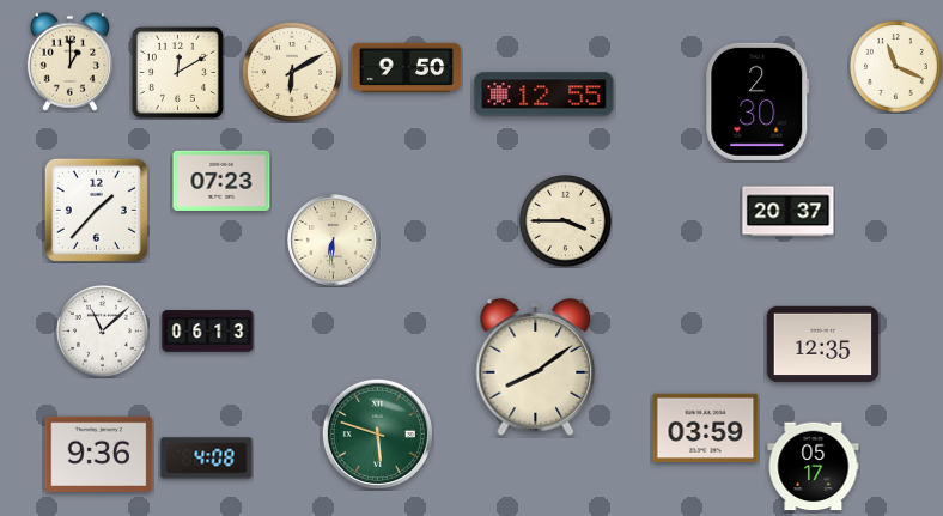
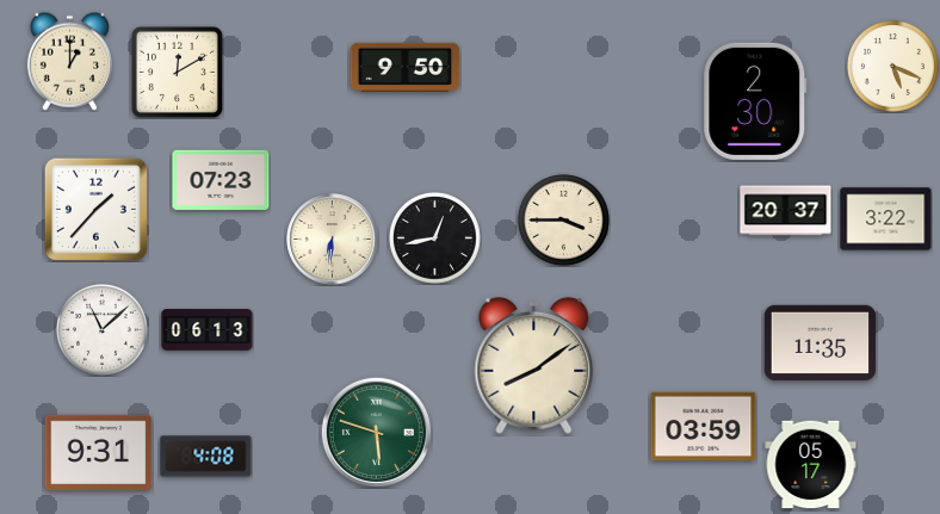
clock at (895, 66): 11:19 -> 5:19
clock at (292, 72): 6:10 -> none
clock at (544, 95): 12:55 -> none
clock at (886, 219): none -> 3:22
clock at (434, 237): none -> 12:43
clock at (823, 345): 12:35 -> 11:35
clock at (99, 454): 9:36 -> 9:31
